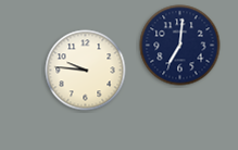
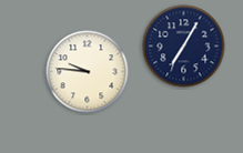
clock at (180, 46): 7:01 -> 7:05
